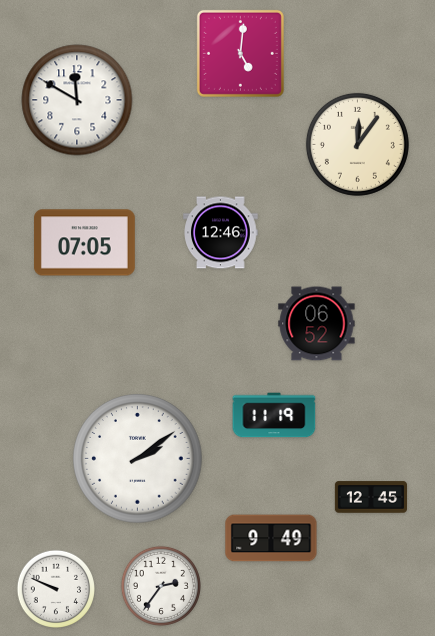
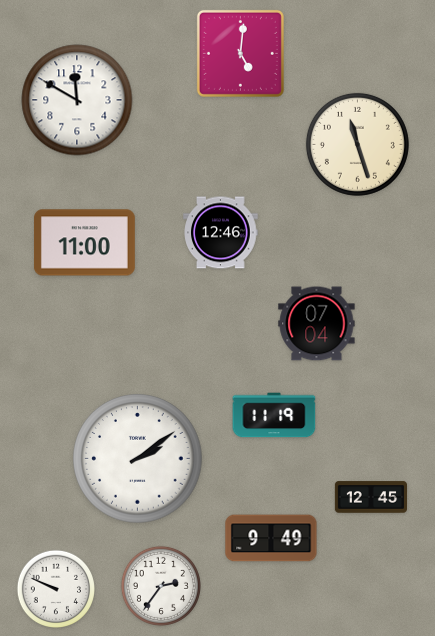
clock at (357, 144): 12:06 -> 11:27
clock at (84, 243): 07:05 -> 11:00
clock at (317, 324): 06:52 -> 07:04
